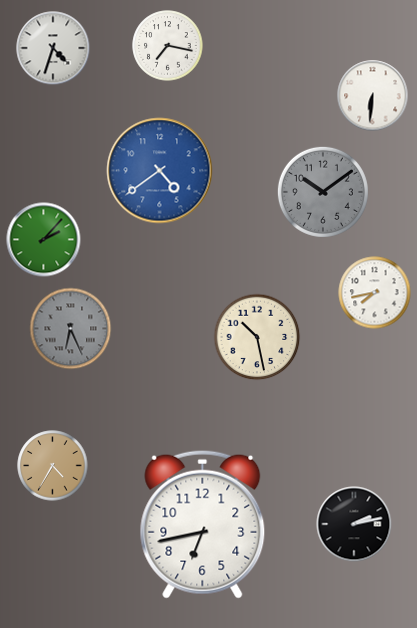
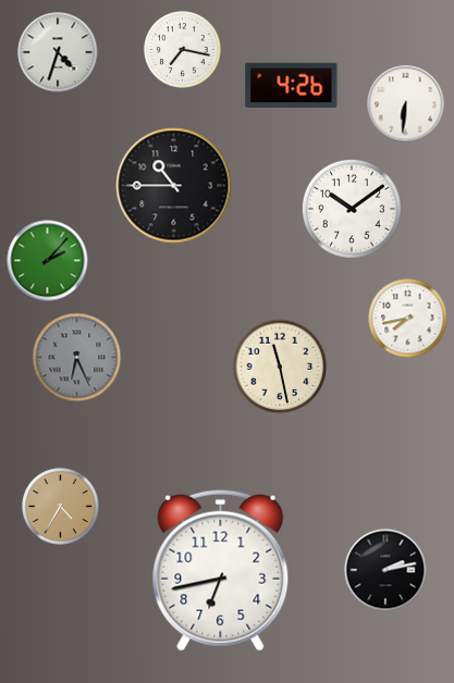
clock at (292, 86): none -> 4:26
clock at (160, 171): 4:39 -> 10:45
clock at (160, 171) dial: blue -> black
clock at (323, 192) dial: grey -> white
clock at (257, 337): 10:28 -> 11:28
clock at (53, 466) position: (53, 466) -> (61, 507)
